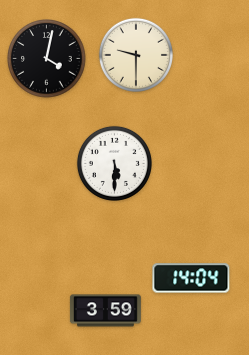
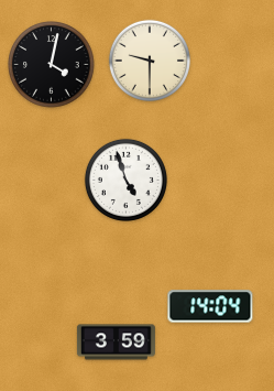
clock at (114, 163): 5:30 -> 4:57
